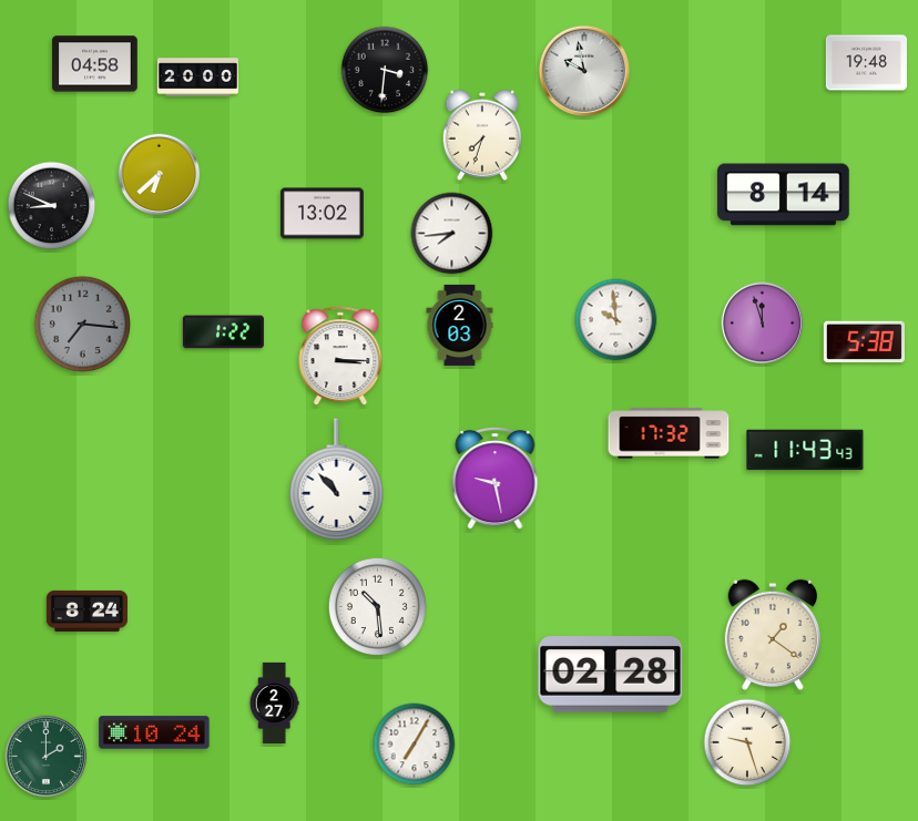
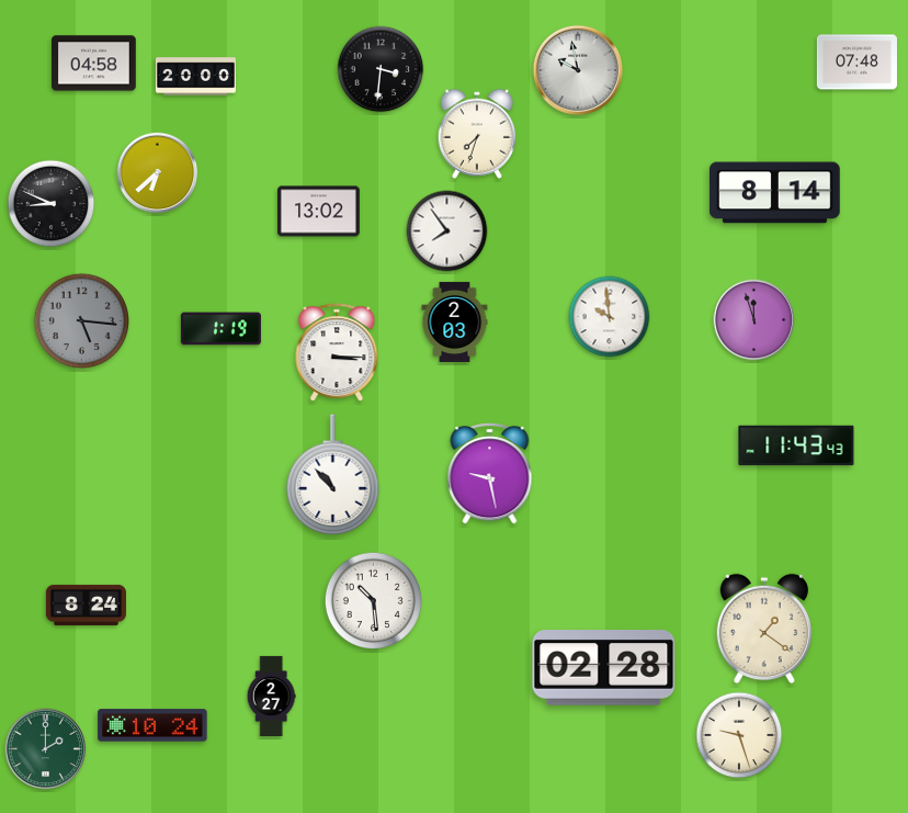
clock at (866, 63): 19:48 -> 07:48
clock at (452, 234): 7:44 -> 7:54
clock at (82, 324): 7:16 -> 5:16
clock at (223, 332): 1:22 -> 1:19
clock at (864, 342): 5:38 -> none
clock at (669, 433): 17:32 -> none
clock at (415, 745): 7:05 -> none
